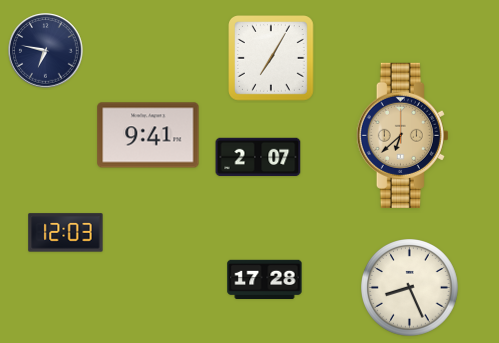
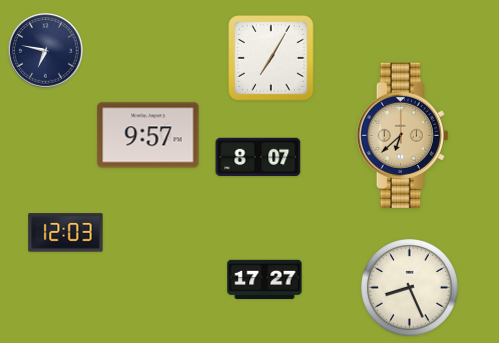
clock at (148, 135): 9:41 -> 9:57
clock at (258, 157): 2:07 -> 8:07
clock at (265, 279): 17:28 -> 17:27
